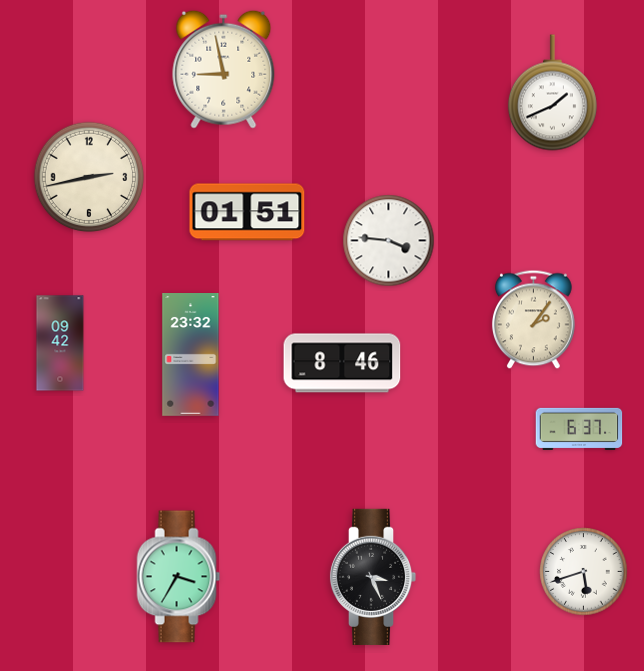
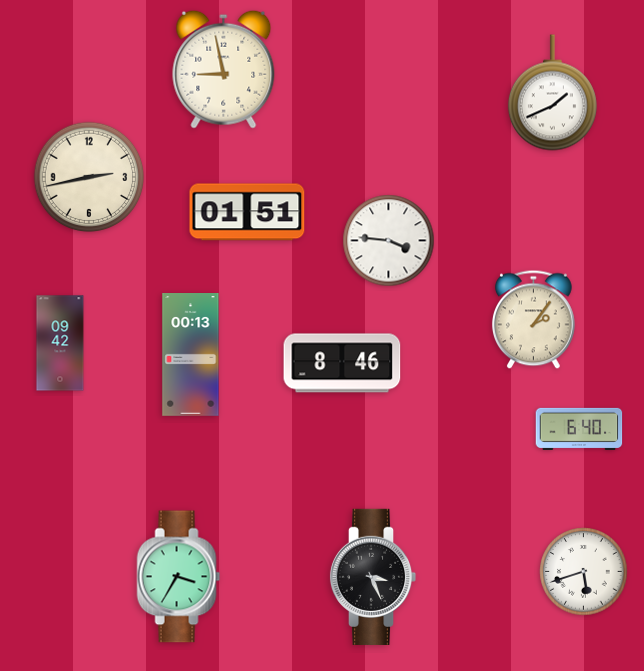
clock at (191, 355): 23:32 -> 00:13
clock at (579, 429): 6:37 -> 6:40
